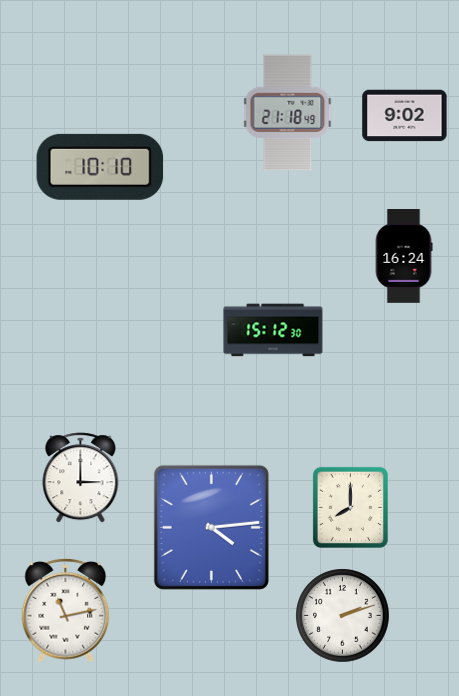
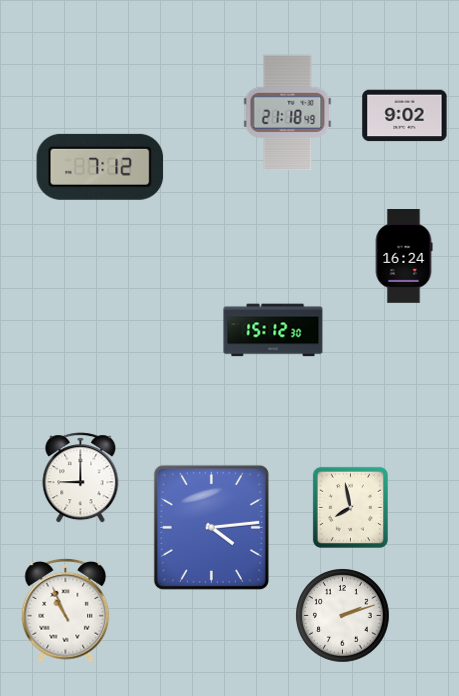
clock at (100, 167): 10:10 -> 7:12
clock at (81, 478): 3:00 -> 9:00
clock at (350, 507): 8:00 -> 7:58
clock at (66, 610): 11:13 -> 10:56
